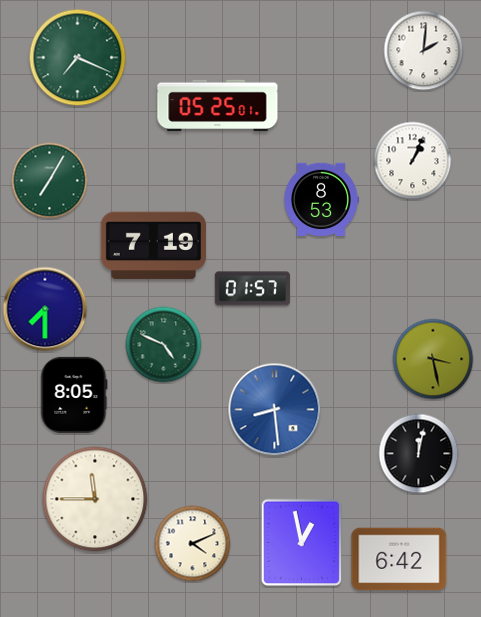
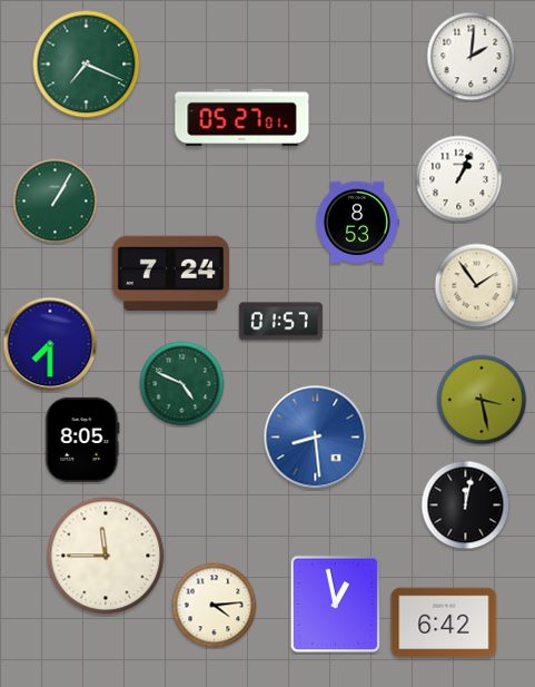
clock at (218, 106): 05:25 -> 05:27
clock at (50, 181): 7:05 -> 1:05
clock at (153, 246): 7:19 -> 7:24
clock at (477, 286): none -> 1:54
clock at (275, 410) position: (275, 410) -> (316, 438)
clock at (193, 544): 4:11 -> 4:14
